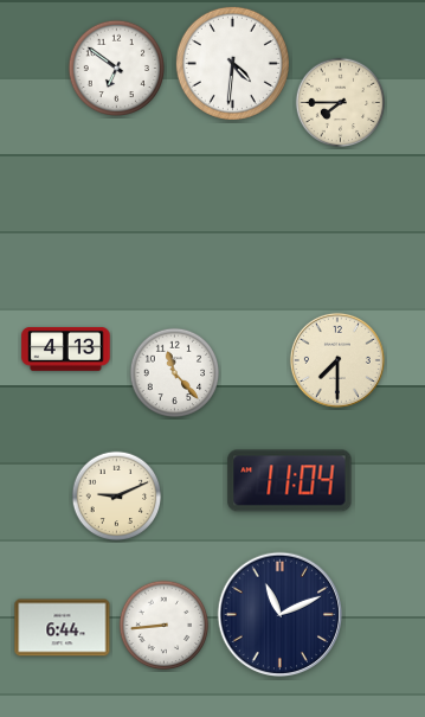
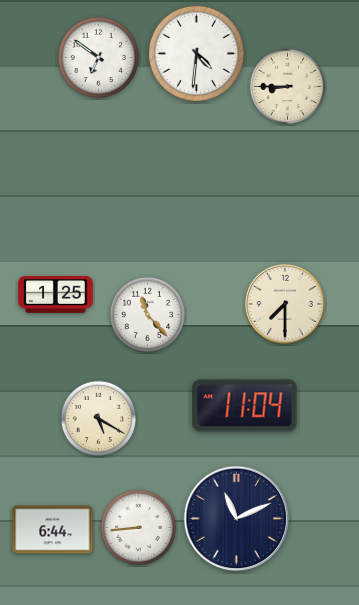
clock at (341, 103): 7:45 -> 8:45
clock at (66, 350): 4:13 -> 1:25
clock at (117, 497): 9:11 -> 5:20
